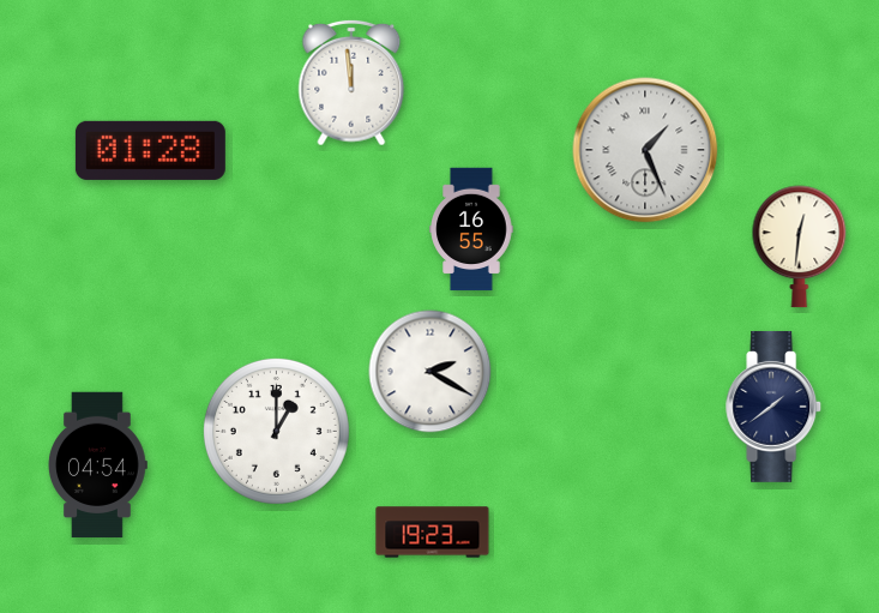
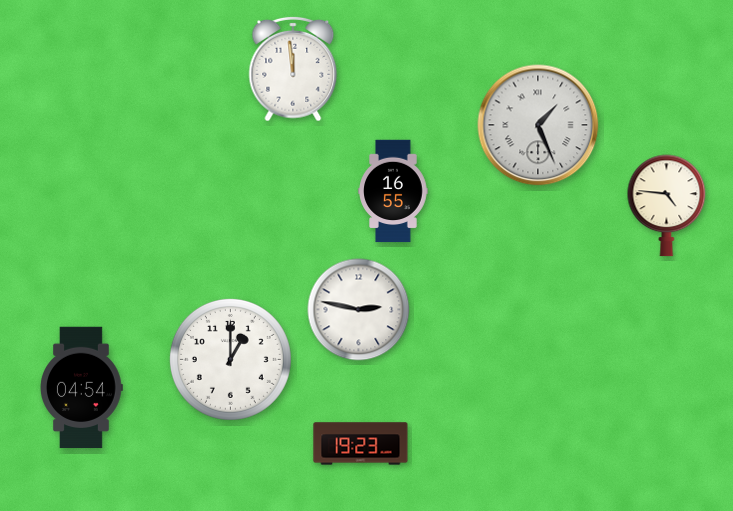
clock at (150, 150): 01:28 -> none
clock at (800, 247): 12:31 -> 4:46
clock at (431, 372): 2:20 -> 2:47
clock at (775, 407): 1:39 -> none
